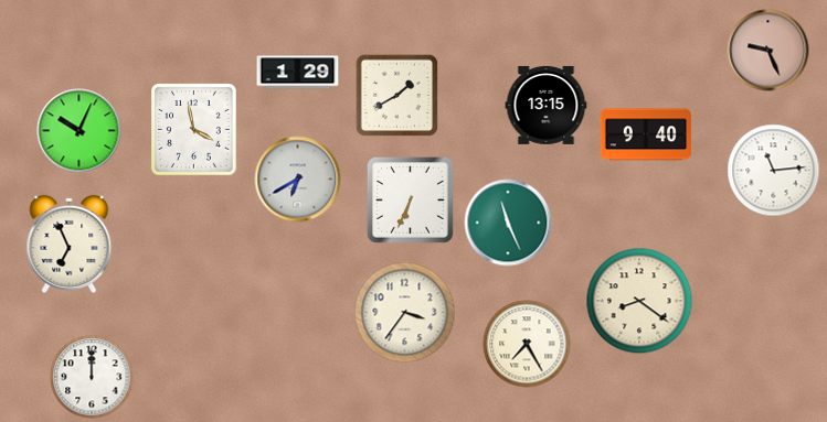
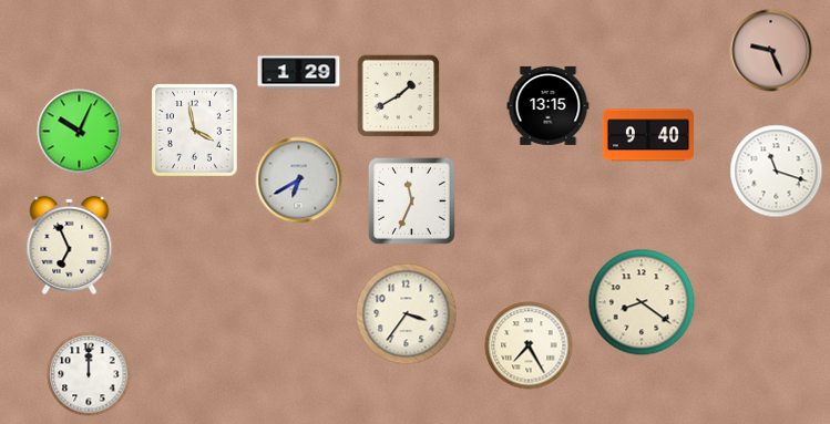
clock at (774, 171): 11:14 -> 11:18
clock at (410, 199): 6:34 -> 11:34
clock at (508, 223): 11:26 -> none
clock at (92, 377) position: (92, 377) -> (89, 374)
